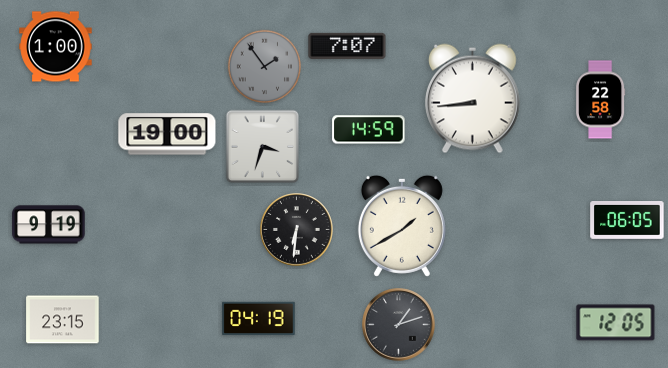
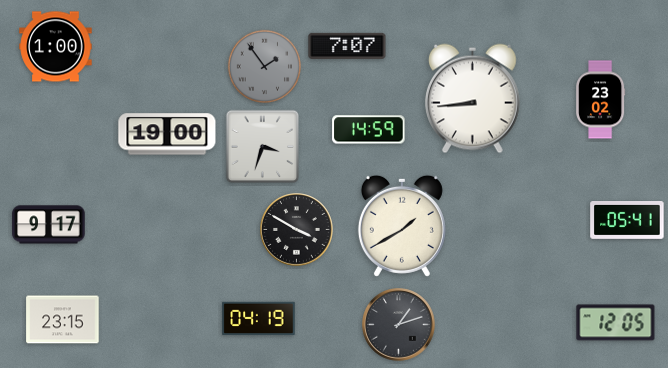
clock at (601, 100): 22:58 -> 23:02
clock at (627, 221): 06:05 -> 05:41
clock at (49, 225): 9:19 -> 9:17
clock at (297, 230): 6:31 -> 3:50
